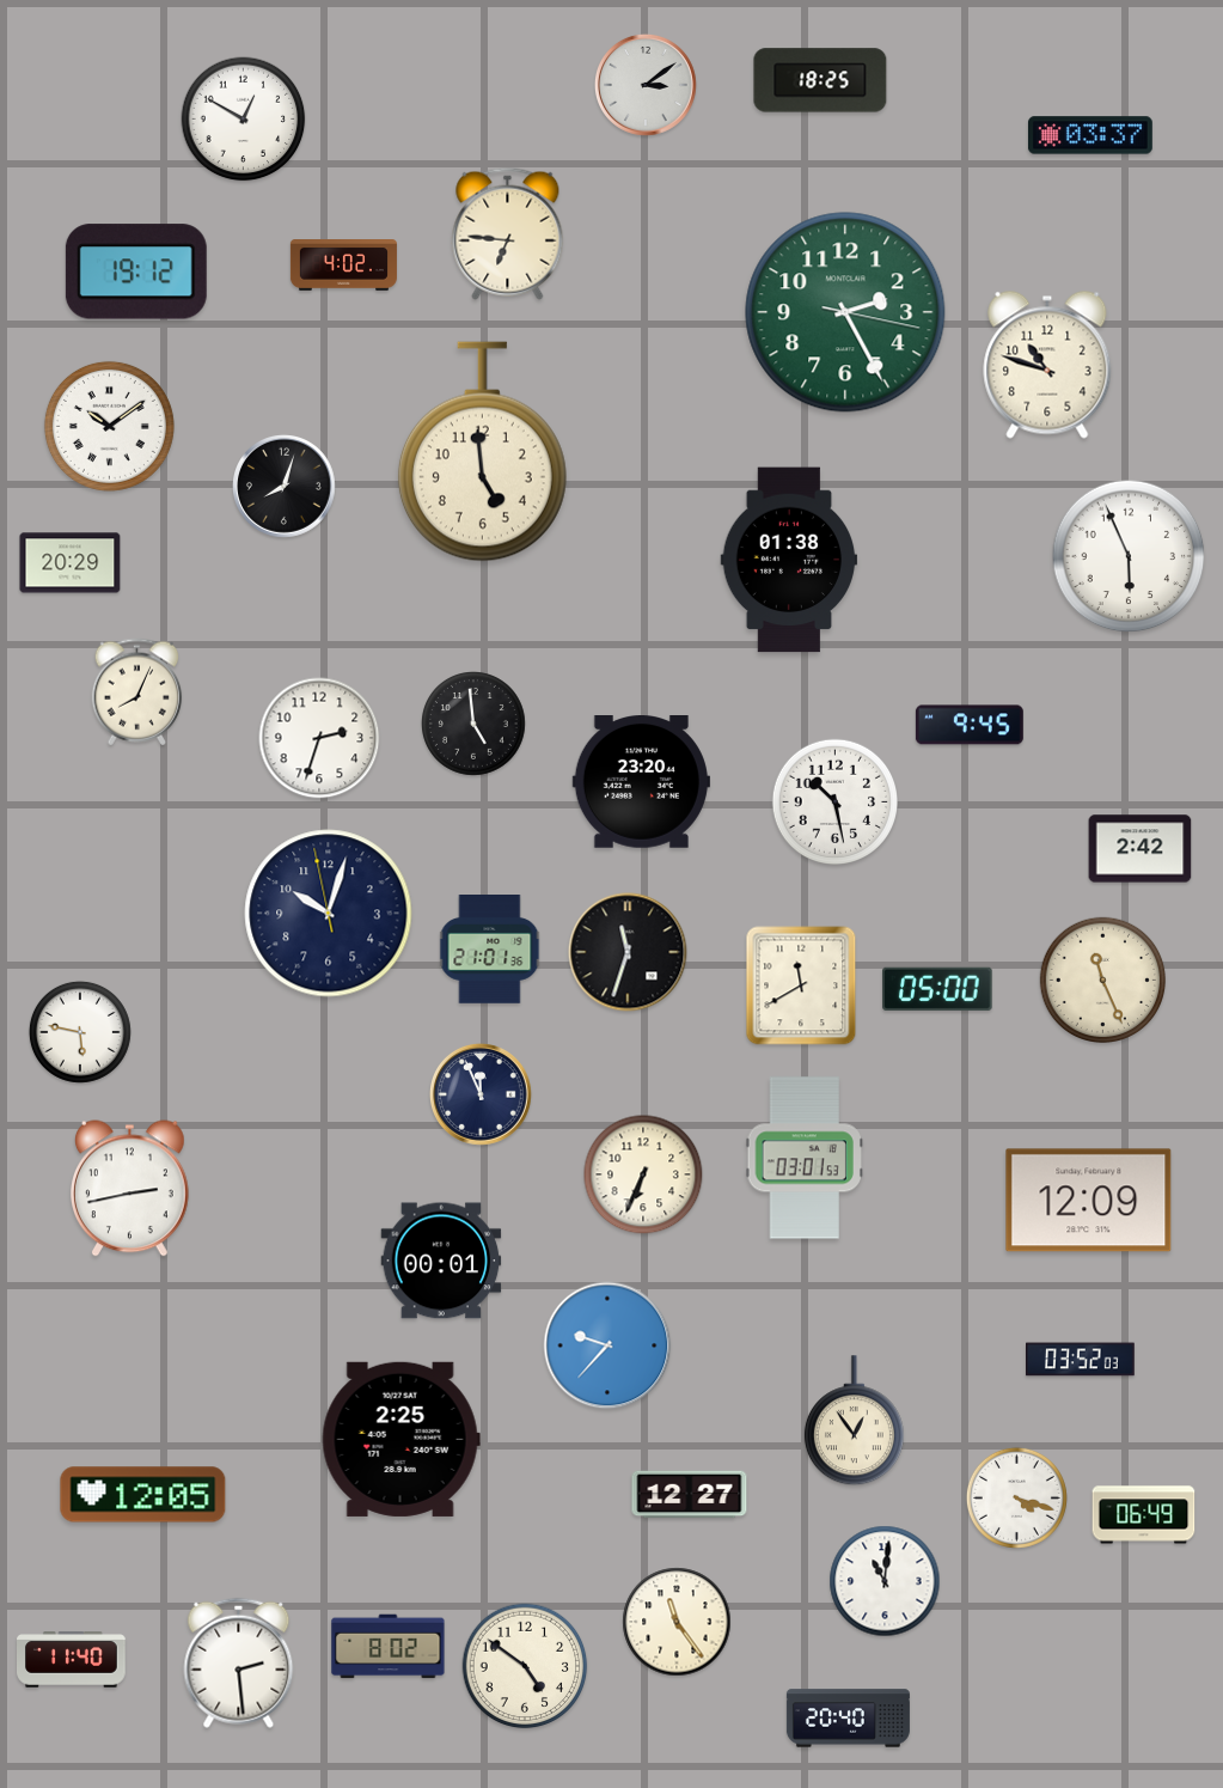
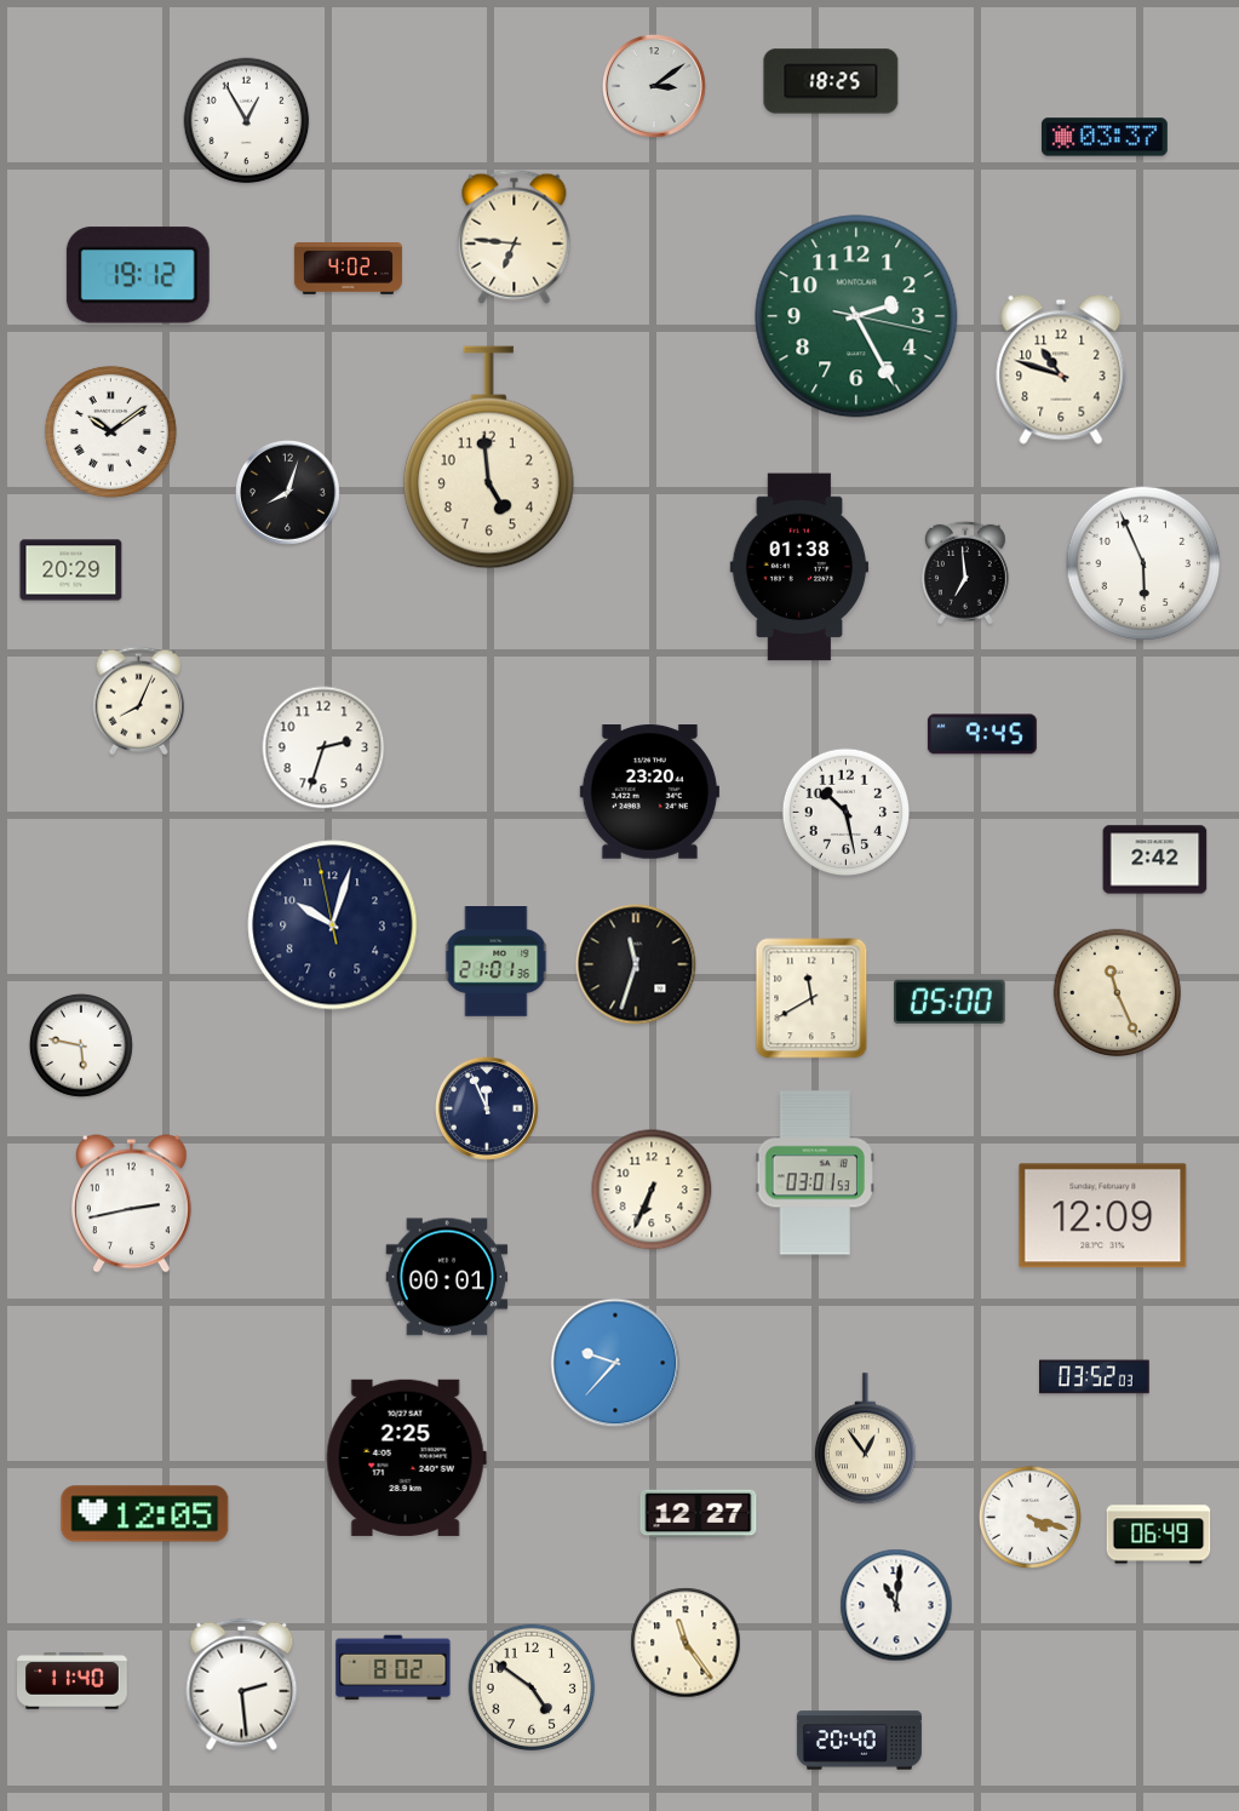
clock at (244, 120): 12:50 -> 12:55
clock at (965, 573): none -> 6:59
clock at (475, 725): 4:59 -> none
clock at (885, 1581) position: (885, 1581) -> (896, 1605)
